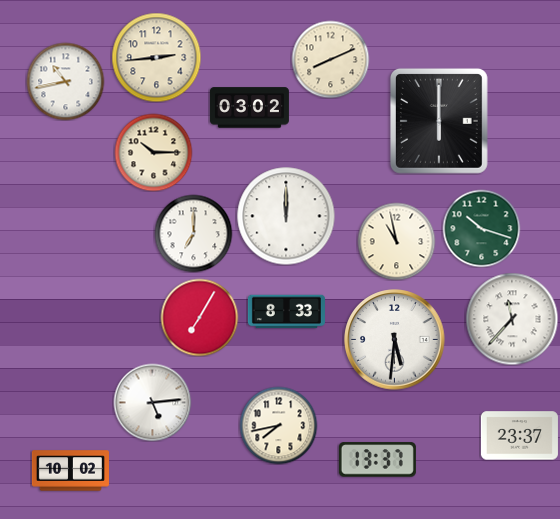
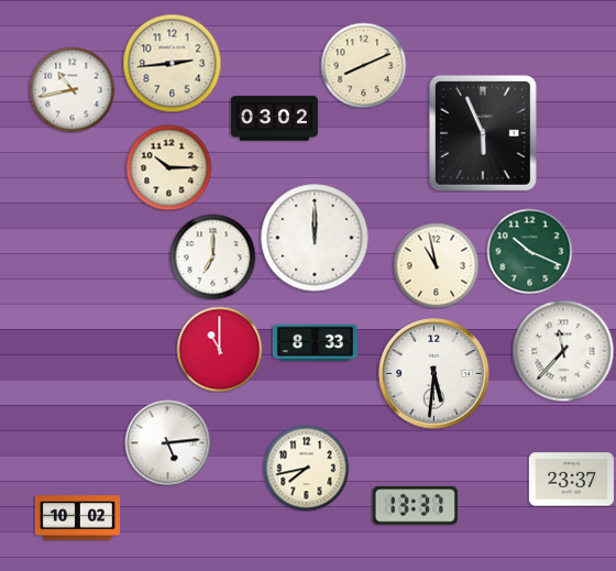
clock at (439, 121): 6:00 -> 5:56
clock at (481, 228): 10:18 -> 10:19
clock at (199, 317): 7:05 -> 11:00
